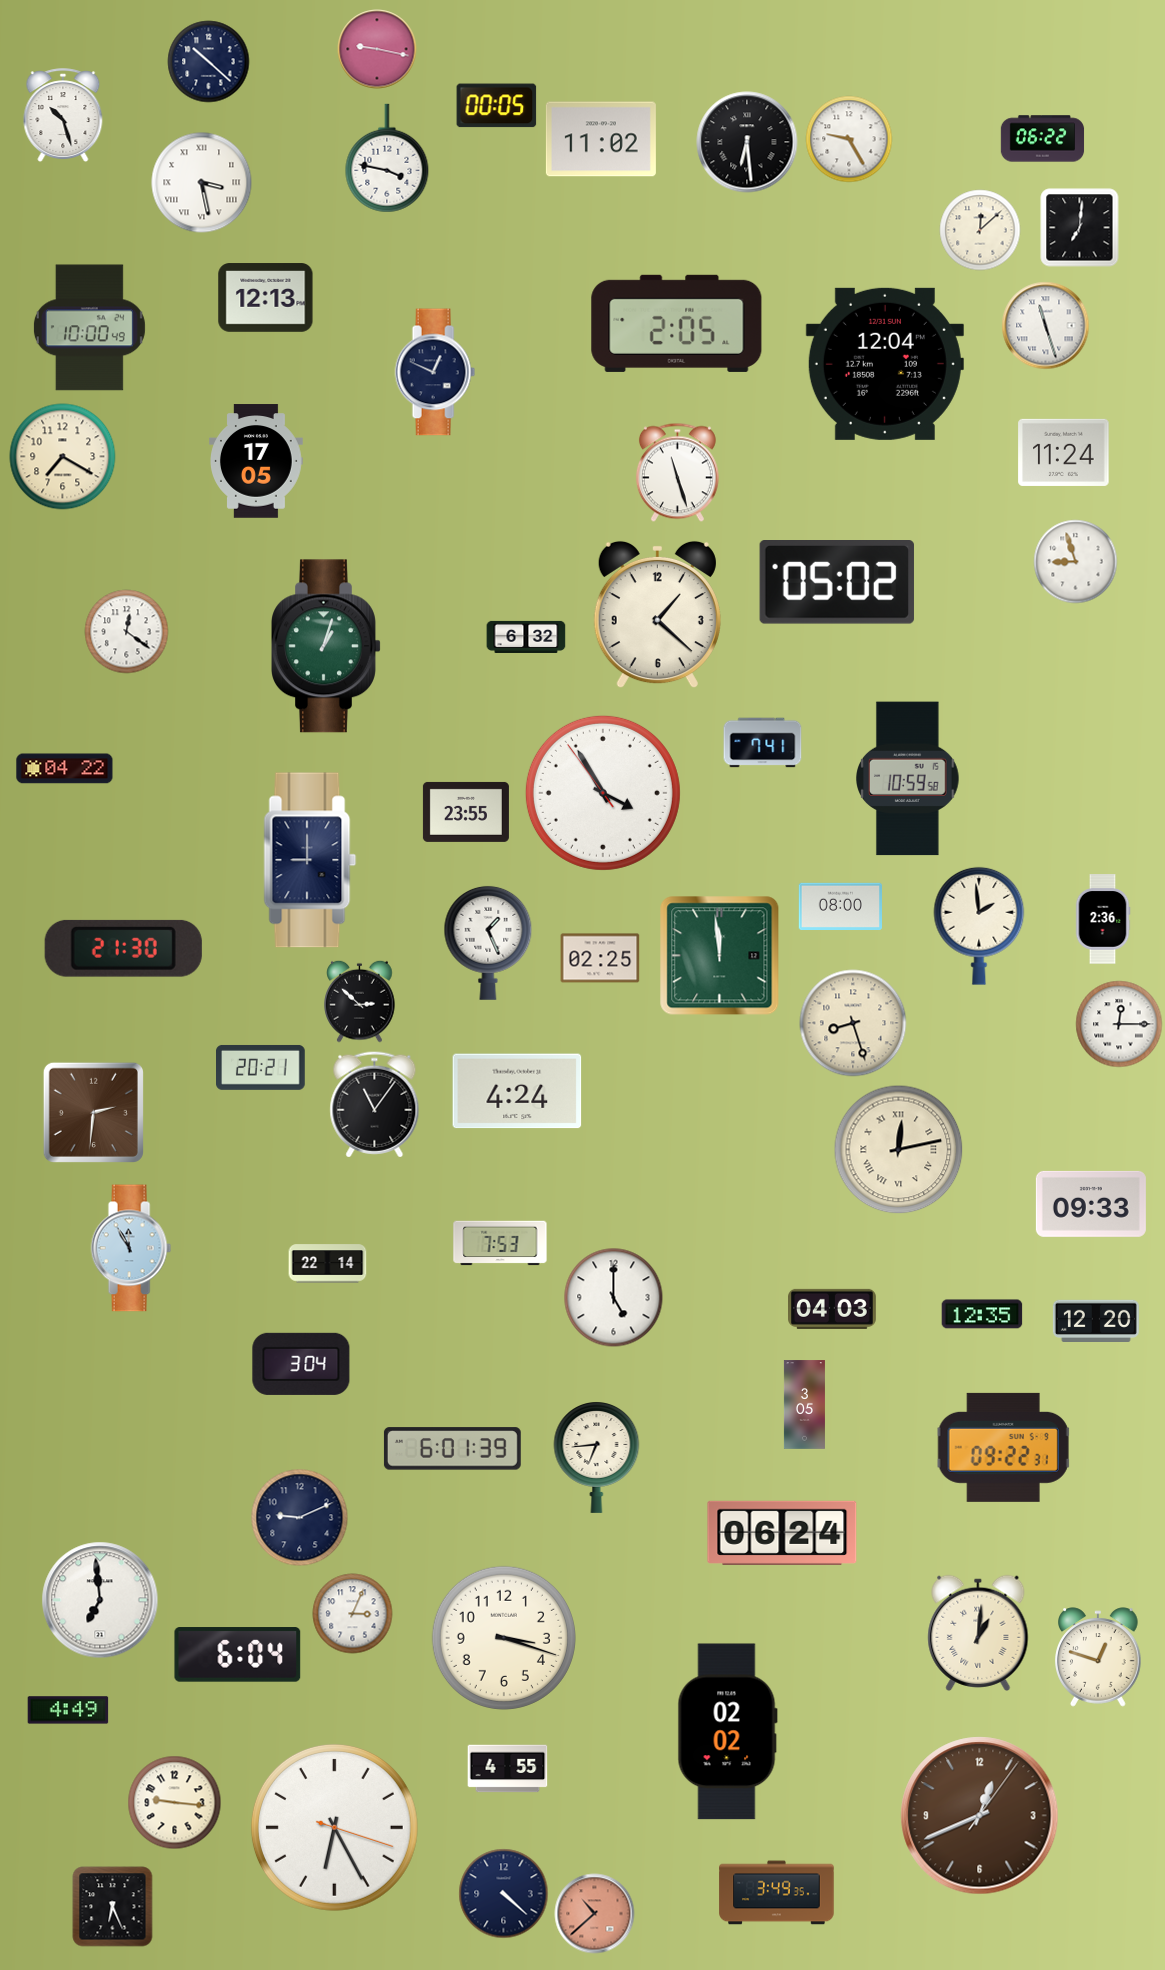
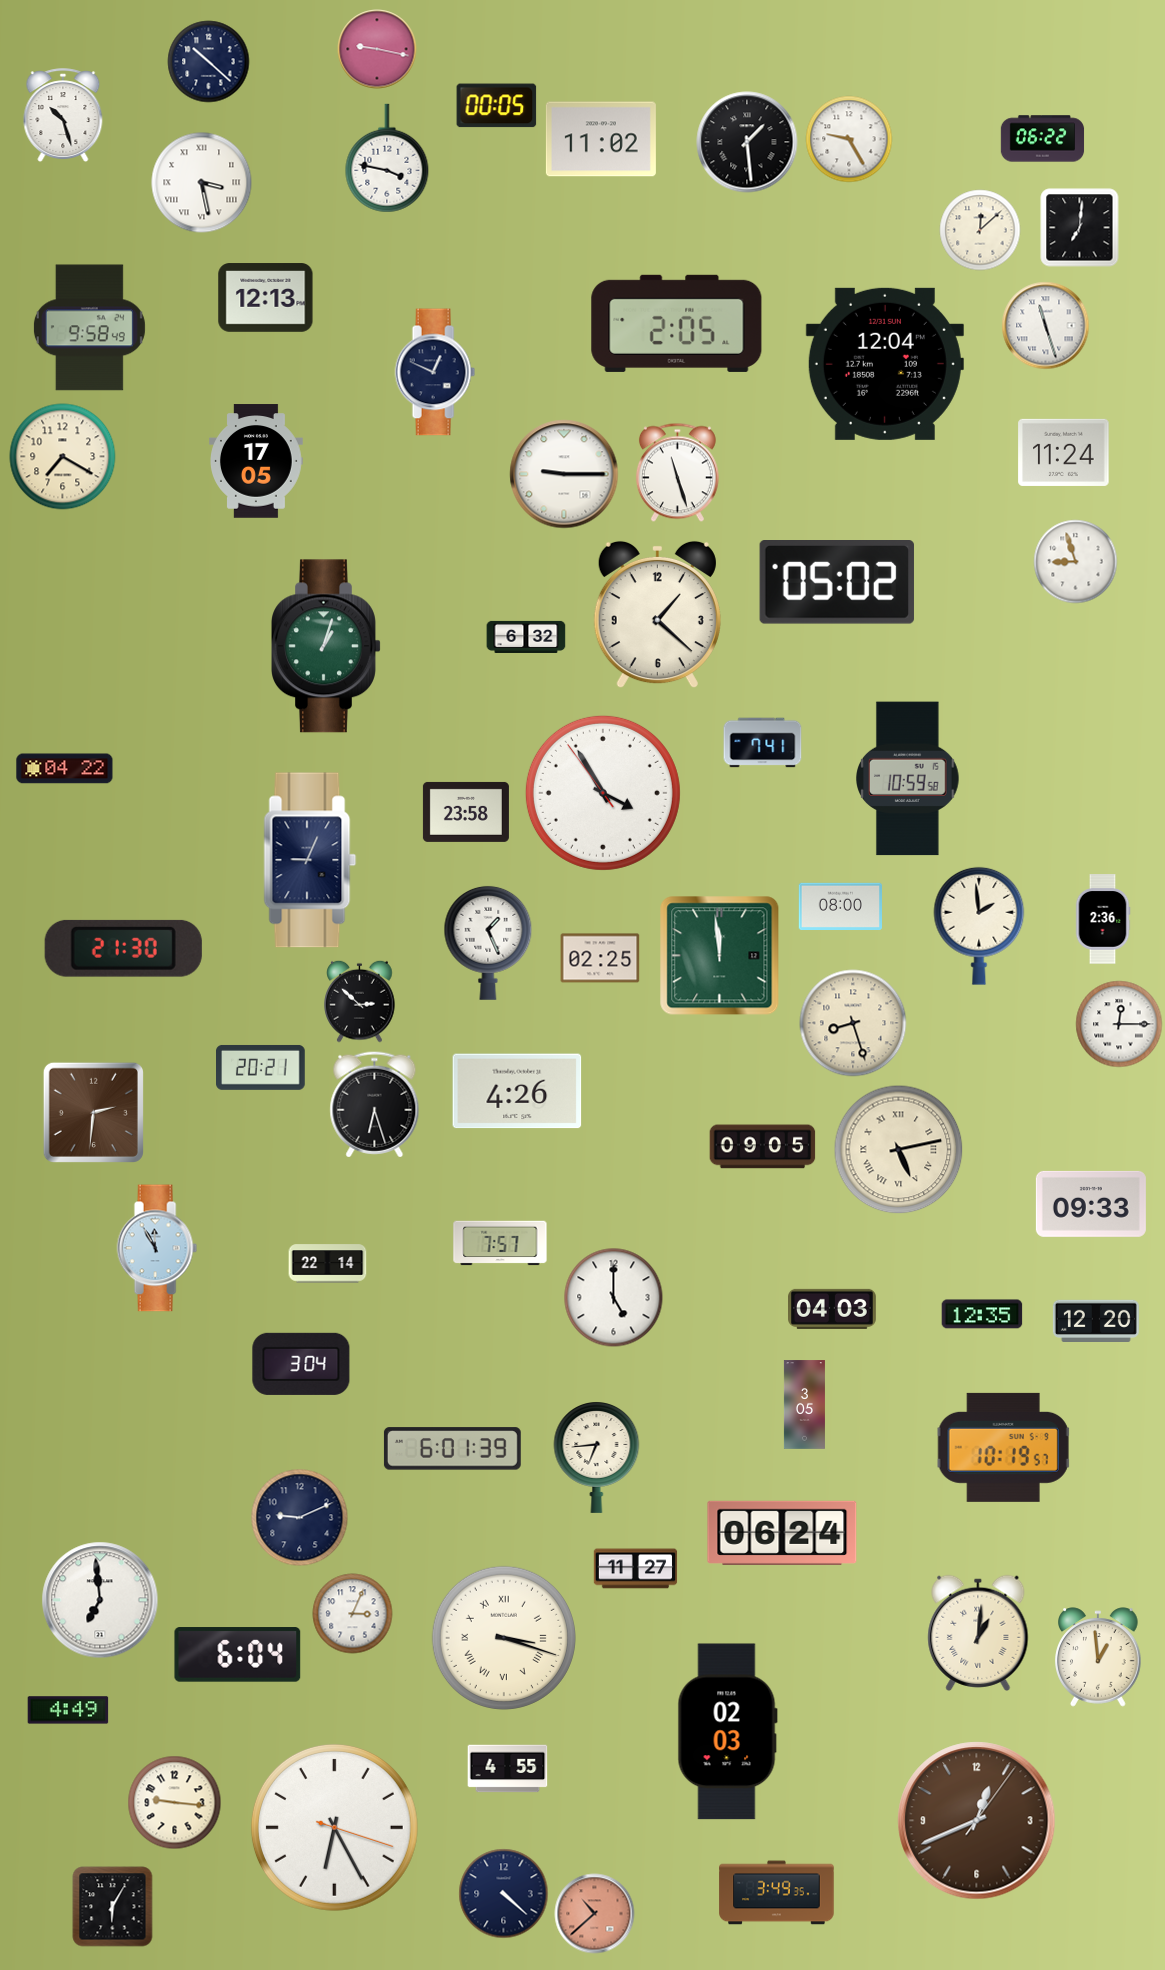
clock at (747, 142): 6:29 -> 1:29
clock at (89, 328): 10:00 -> 9:58
clock at (564, 474): none -> 9:15
clock at (127, 632): 12:21 -> none
clock at (466, 812): 23:55 -> 23:58
clock at (310, 860): 9:00 -> 9:04
clock at (517, 1091): 4:24 -> 4:26
clock at (375, 1105): 11:06 -> 6:27
clock at (763, 1147): none -> 09:05
clock at (899, 1150): 12:13 -> 5:13
clock at (500, 1243): 7:53 -> 7:57
clock at (131, 1248) position: (131, 1248) -> (157, 1248)
clock at (1004, 1447): 09:22 -> 10:19
clock at (636, 1569): none -> 11:27
clock at (504, 1638) numerals: Arabic -> Roman
clock at (1098, 1657): 12:48 -> 12:59
clock at (727, 1732): 02:02 -> 02:03
clock at (980, 1816) position: (980, 1816) -> (977, 1821)
clock at (113, 1907): 6:26 -> 6:05
